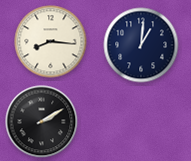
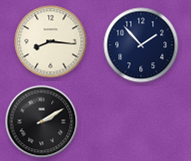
clock at (141, 45): 1:01 -> 1:53
